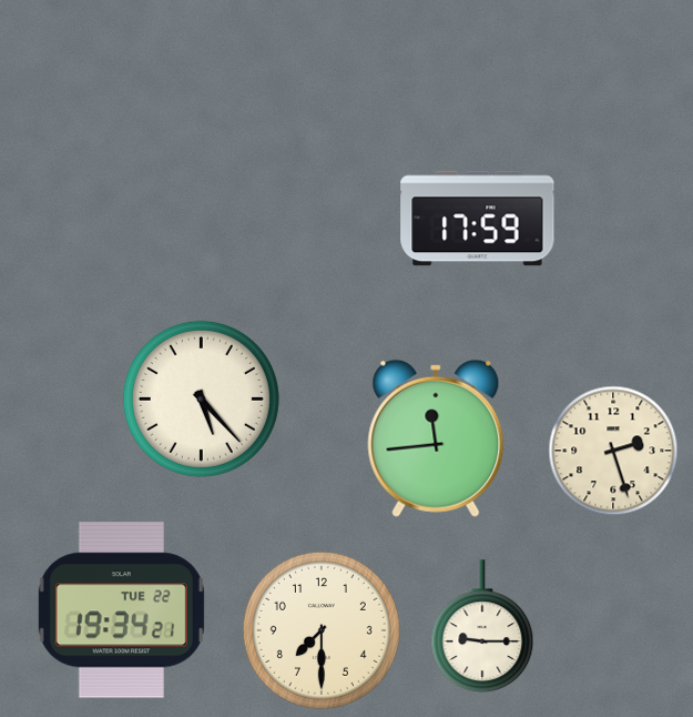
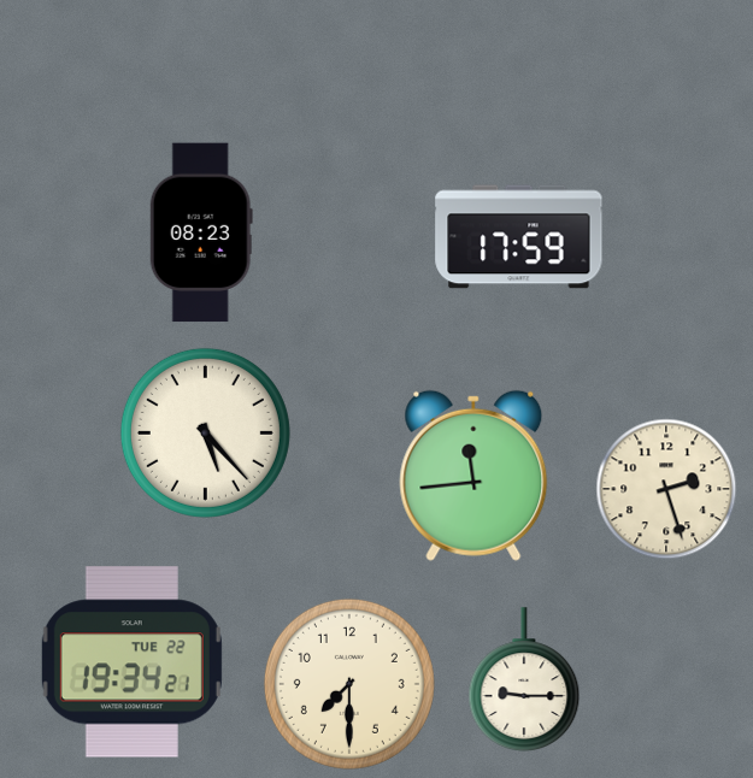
clock at (201, 232): none -> 08:23
clock at (201, 398) position: (201, 398) -> (205, 432)
